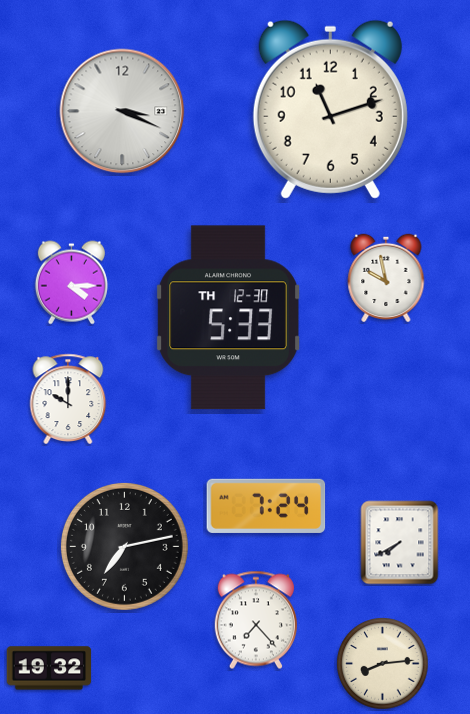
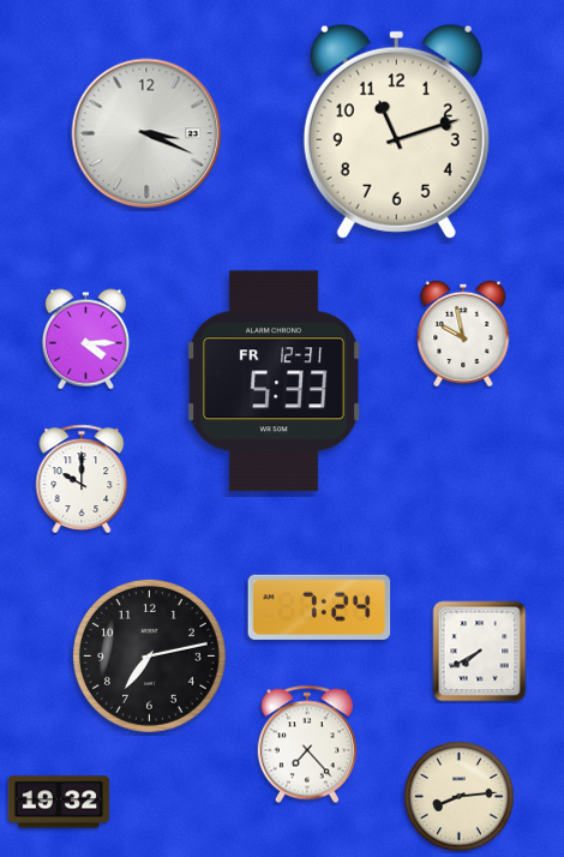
clock at (228, 318) date: TH 12-30 -> FR 12-31
